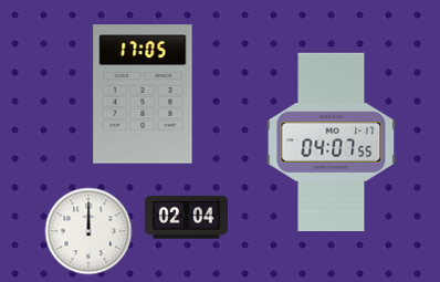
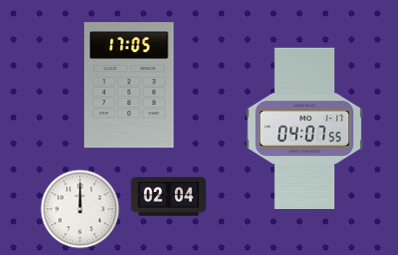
clock at (332, 142) position: (332, 142) -> (305, 128)
